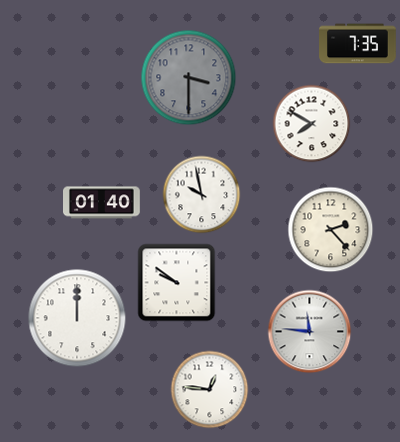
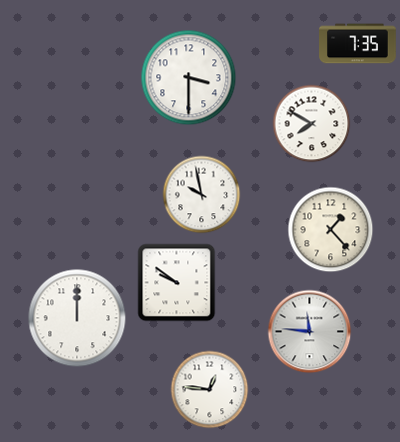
clock at (188, 77) dial: grey -> white
clock at (102, 203): 01:40 -> none
clock at (330, 229): 2:23 -> 1:23
